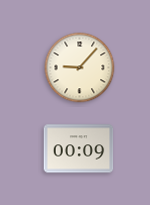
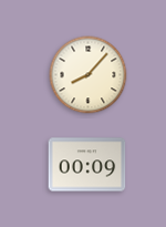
clock at (80, 68): 9:07 -> 8:07
